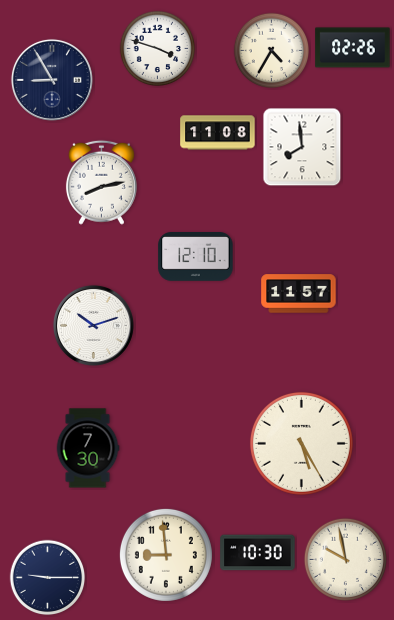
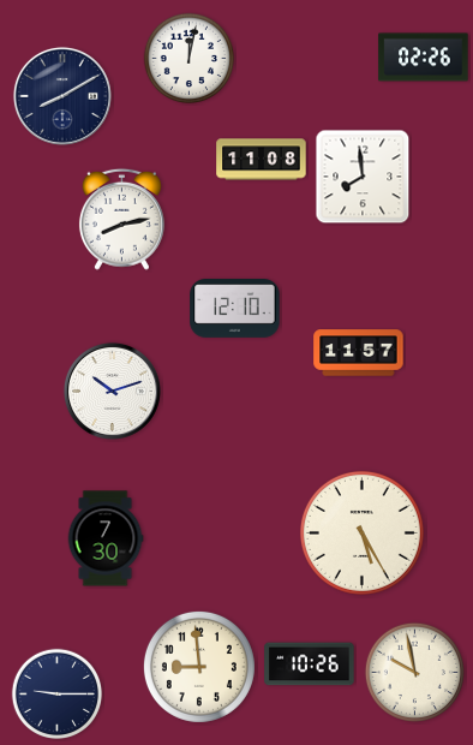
clock at (158, 49): 3:48 -> 12:02
clock at (272, 51): 4:35 -> none
clock at (52, 80): 8:55 -> 8:10
clock at (258, 553): 10:30 -> 10:26
